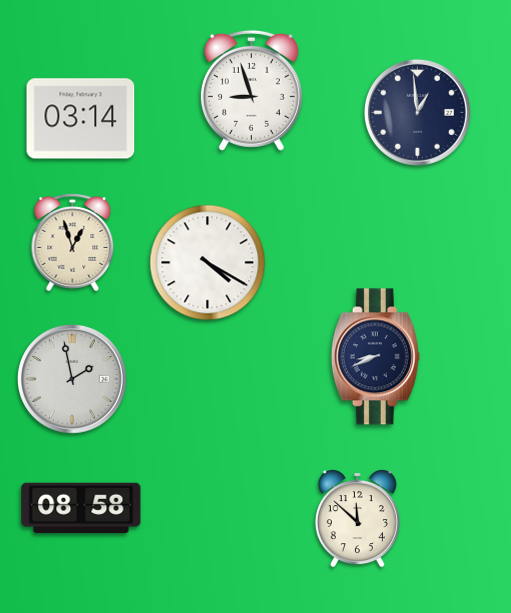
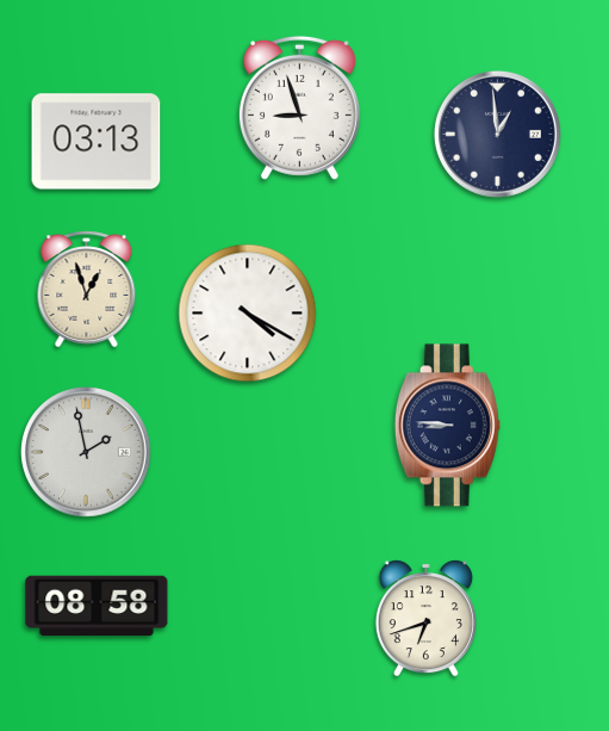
clock at (81, 119): 03:14 -> 03:13
clock at (375, 357): 8:41 -> 8:46
clock at (357, 518): 11:52 -> 6:42
